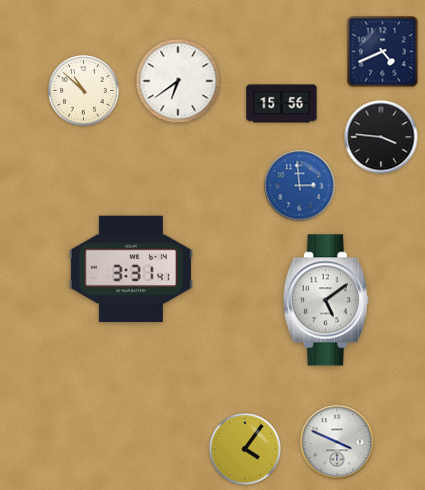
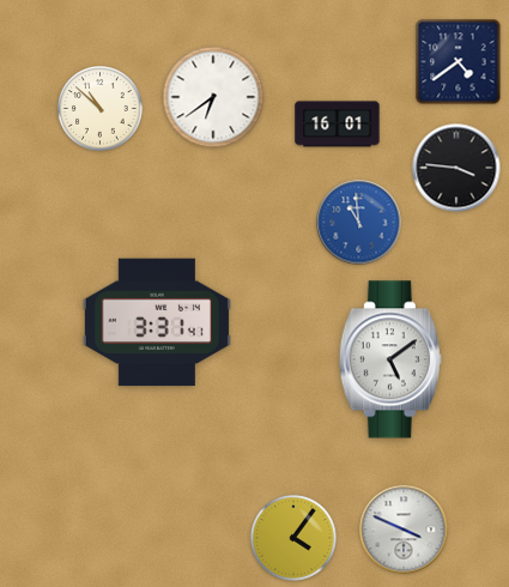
clock at (383, 52): 4:41 -> 4:39
clock at (282, 104): 15:56 -> 16:01
clock at (381, 137) position: (381, 137) -> (456, 168)
clock at (300, 186): 2:59 -> 10:59
